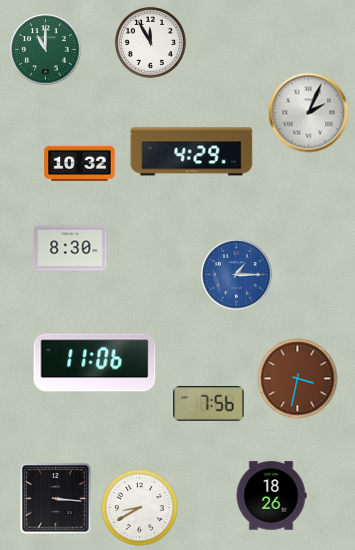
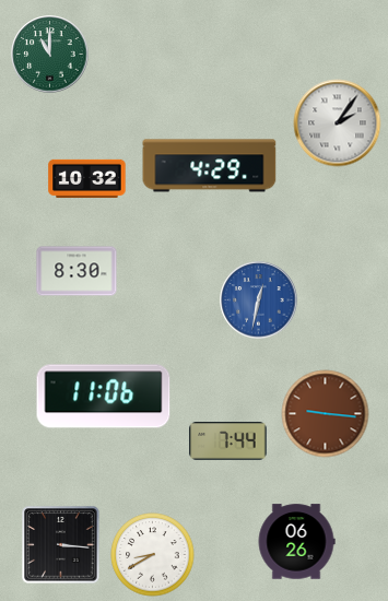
clock at (150, 42): 11:55 -> none
clock at (309, 113): 2:04 -> 2:06
clock at (237, 275): 1:15 -> 12:32
clock at (298, 379): 3:32 -> 9:16
clock at (209, 404): 7:56 -> 7:44
clock at (271, 496): 18:26 -> 06:26
